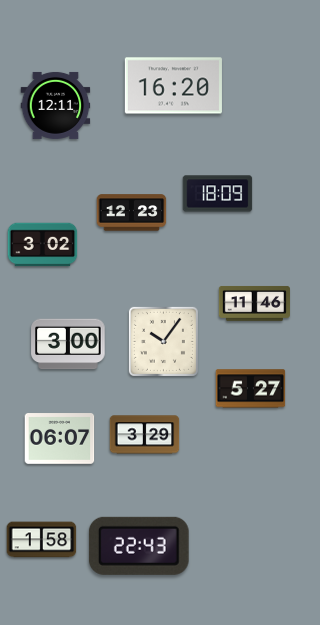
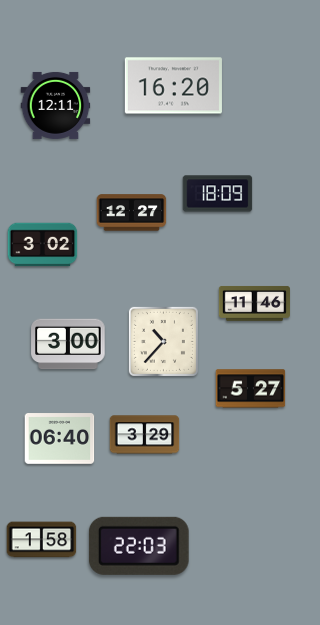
clock at (132, 213): 12:23 -> 12:27
clock at (163, 341): 10:06 -> 10:37
clock at (60, 439): 06:07 -> 06:40
clock at (139, 546): 22:43 -> 22:03
